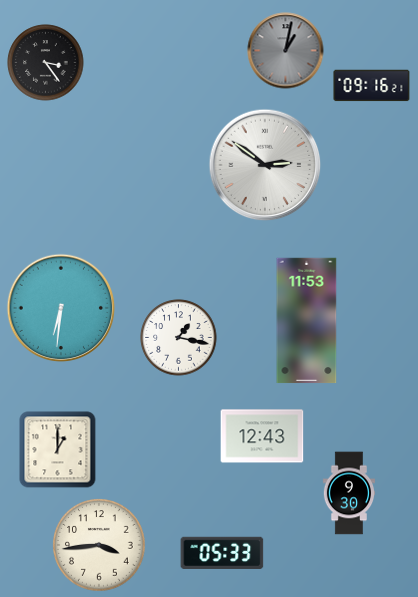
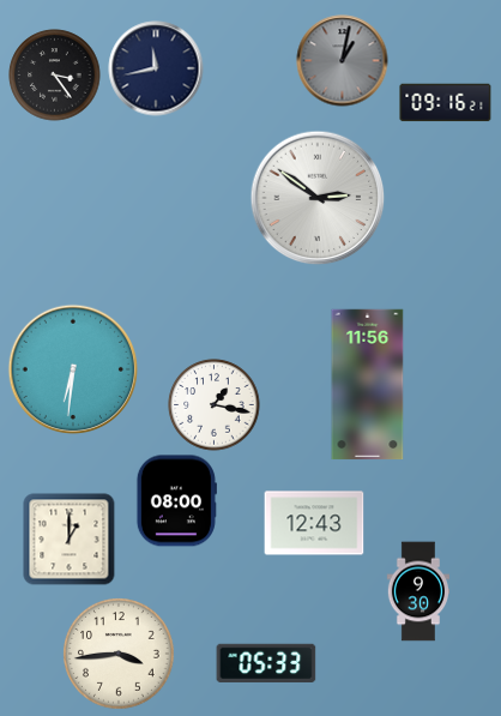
clock at (156, 68): none -> 11:43
clock at (307, 321): 11:53 -> 11:56
clock at (176, 501): none -> 08:00
